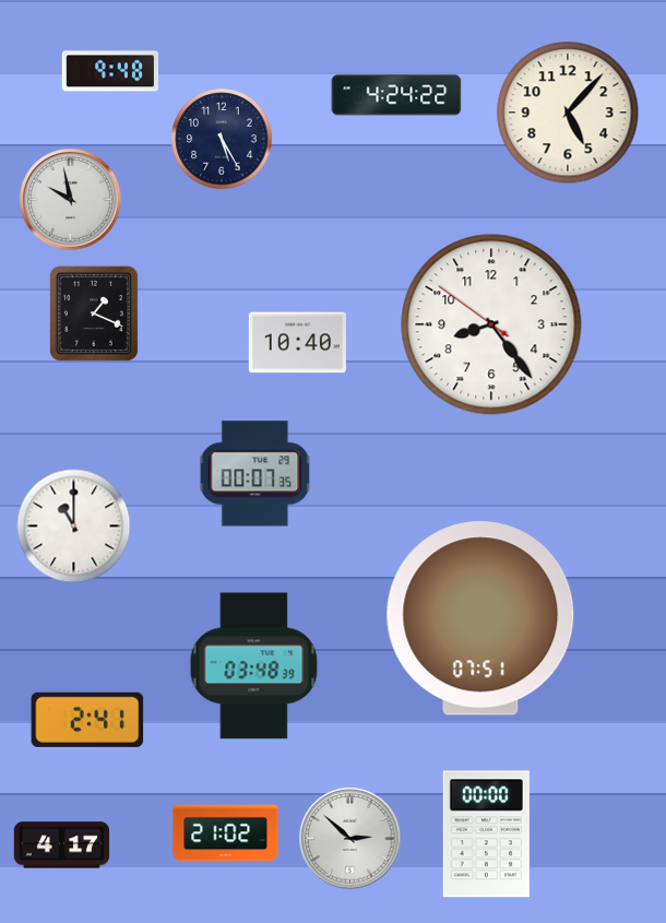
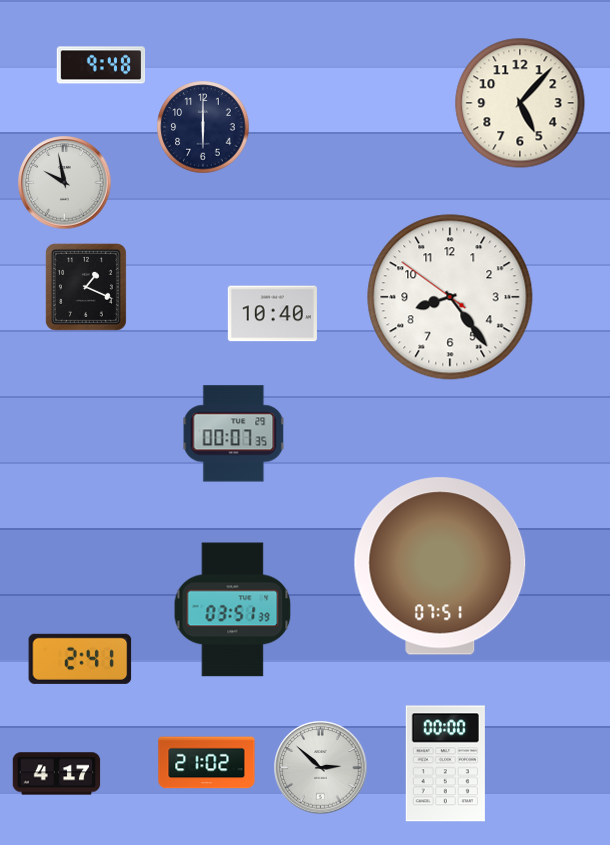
clock at (396, 95): 4:24 -> none
clock at (222, 139): 5:25 -> 6:00
clock at (74, 526): 11:00 -> none
clock at (254, 666): 03:48 -> 03:51
